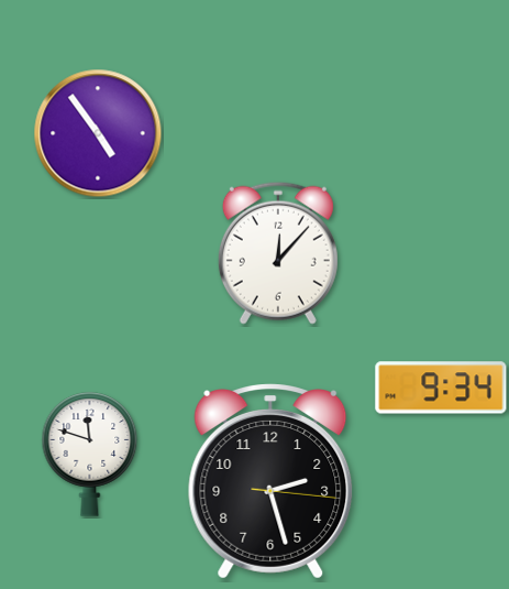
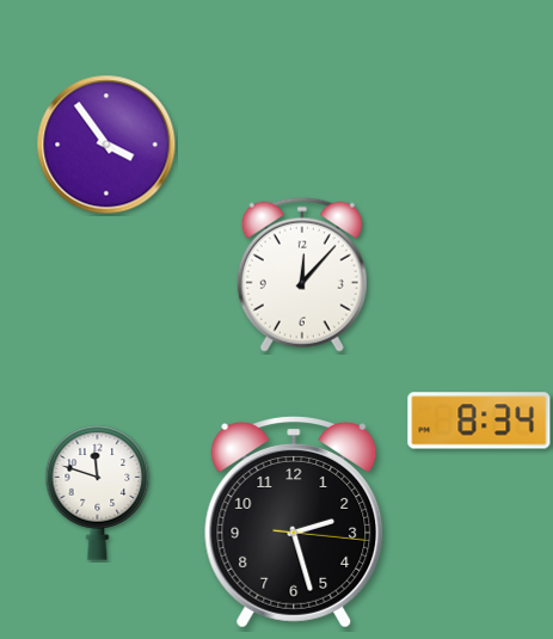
clock at (98, 133): 4:54 -> 3:54
clock at (441, 388): 9:34 -> 8:34
